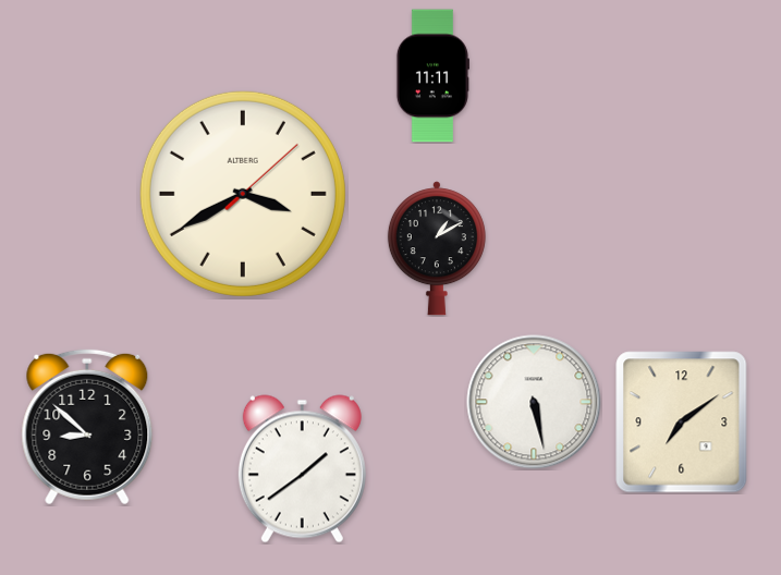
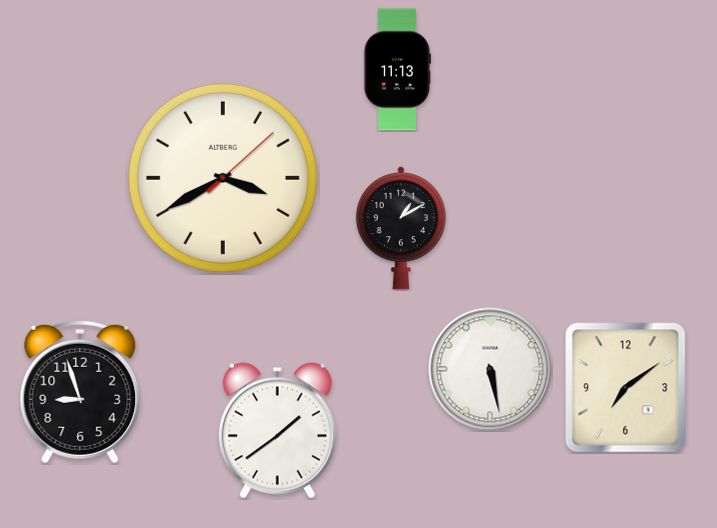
clock at (432, 76): 11:11 -> 11:13
clock at (87, 427): 8:52 -> 8:57
